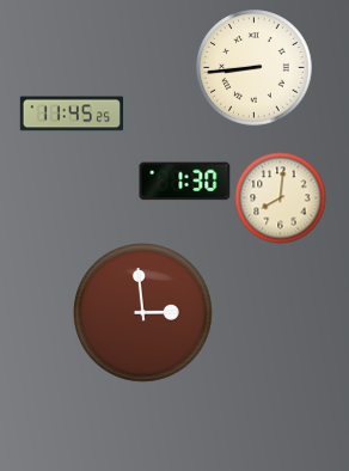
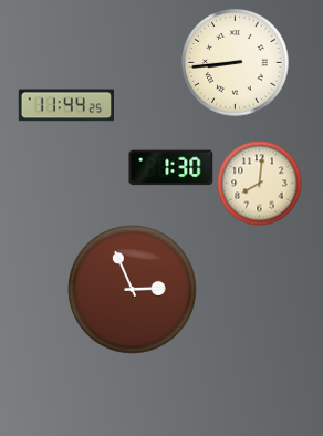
clock at (71, 114): 11:45 -> 11:44
clock at (143, 313): 2:59 -> 2:56
